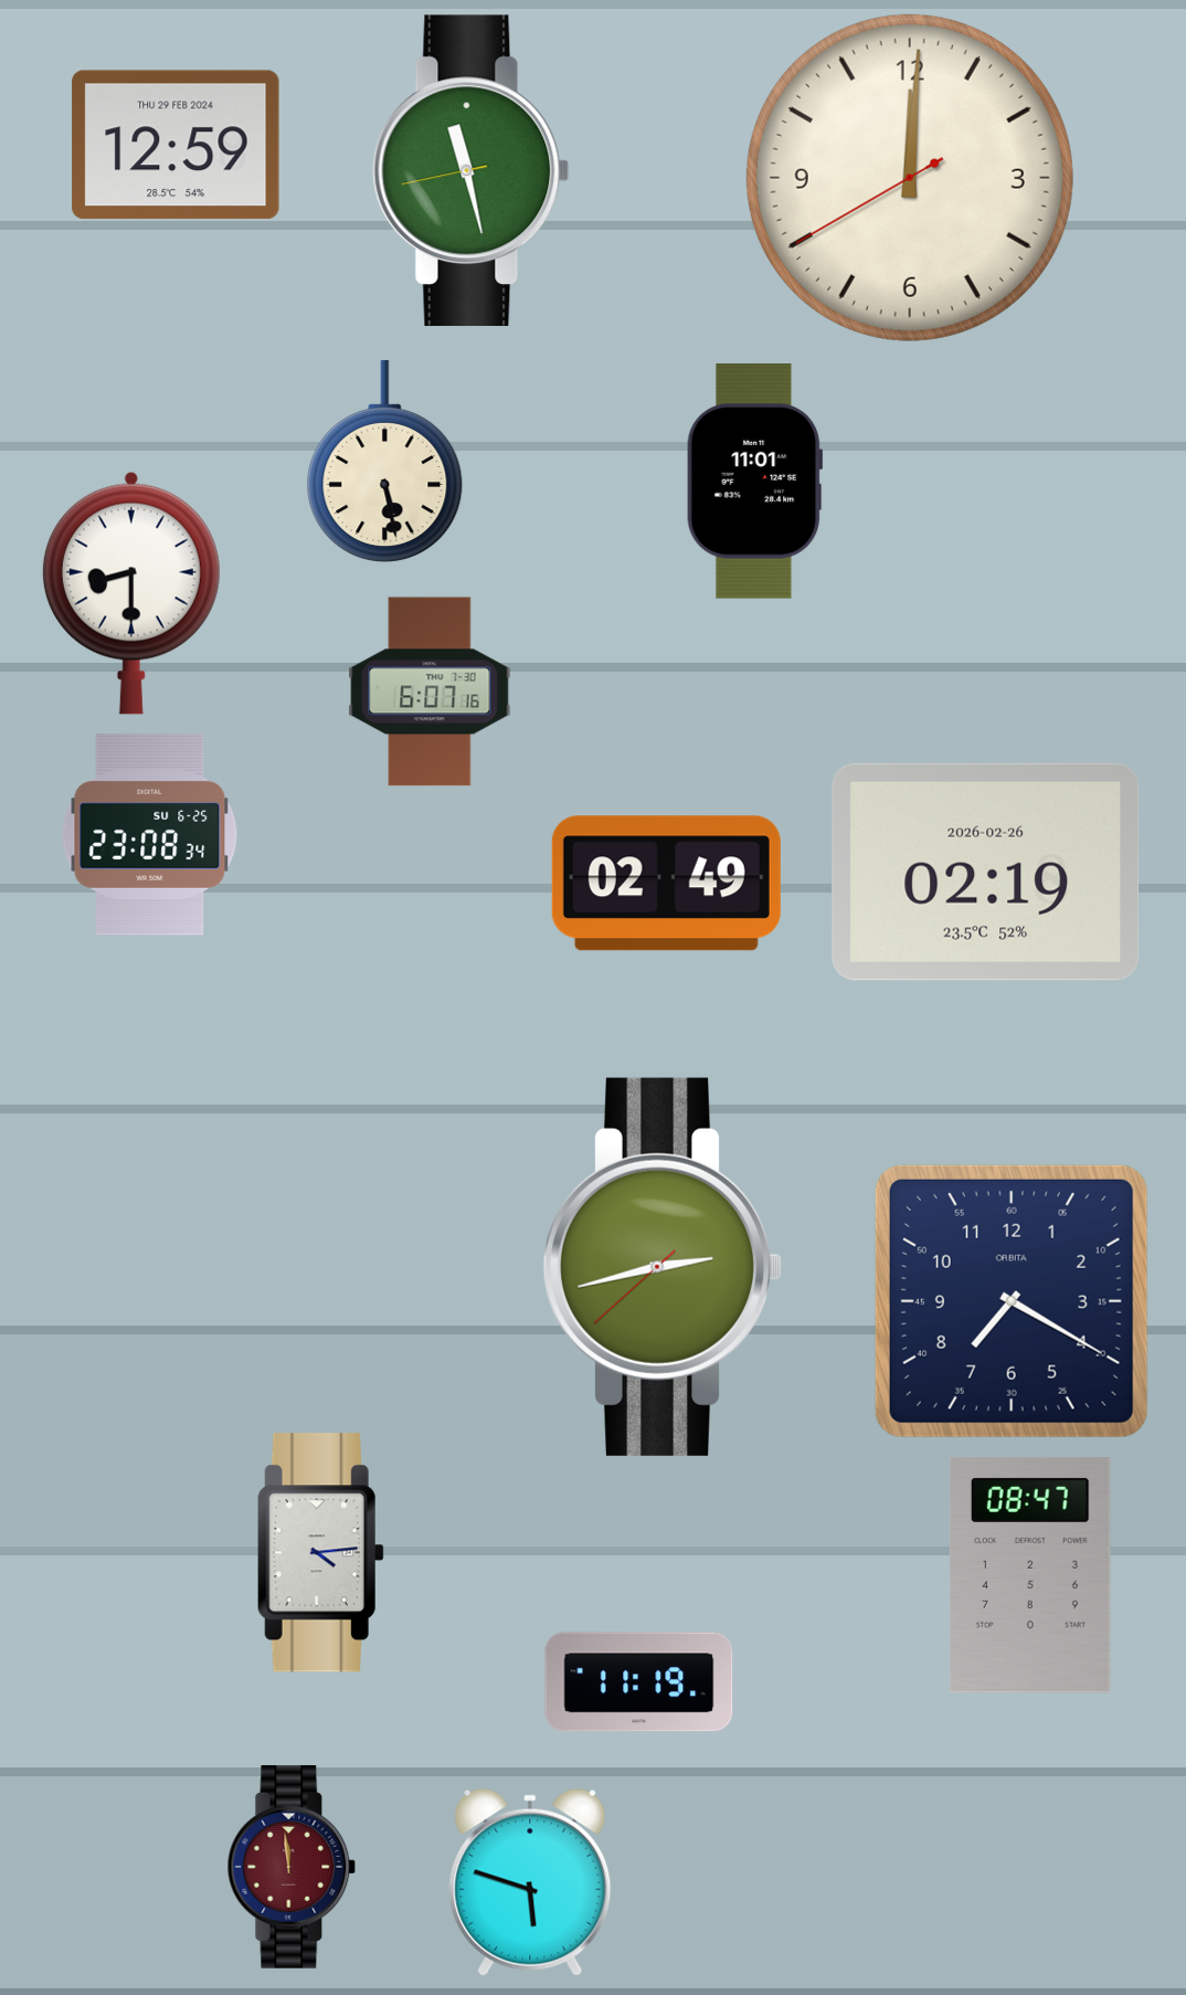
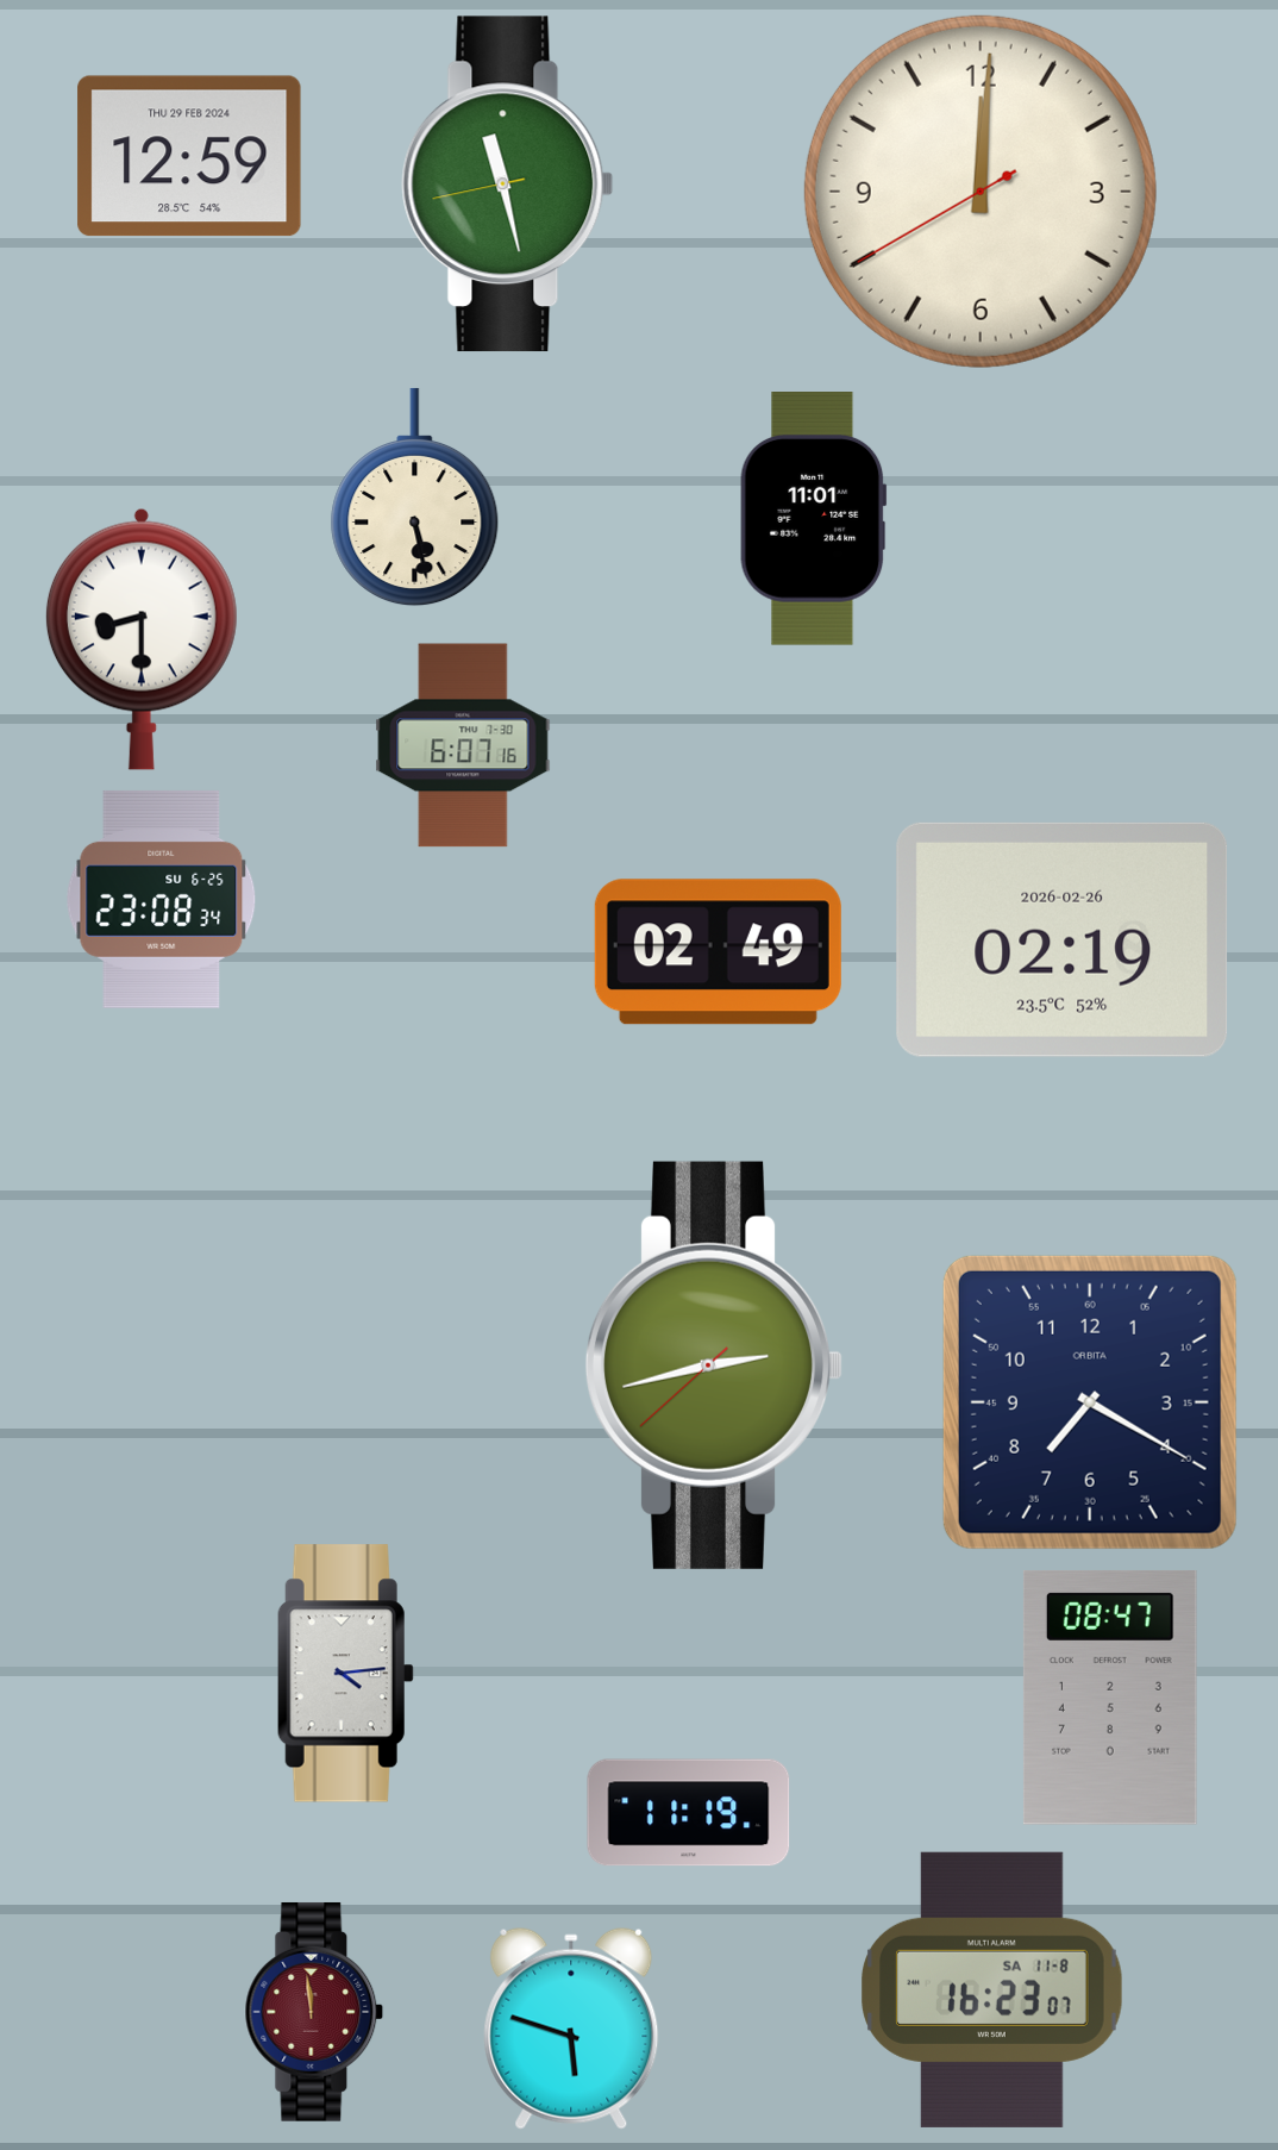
clock at (992, 1989): none -> 16:23
